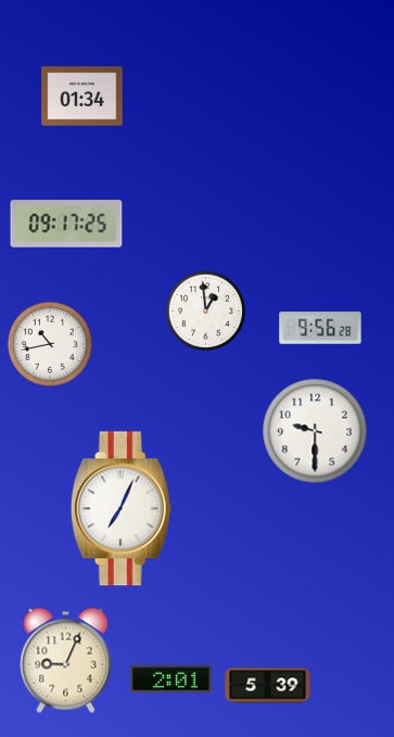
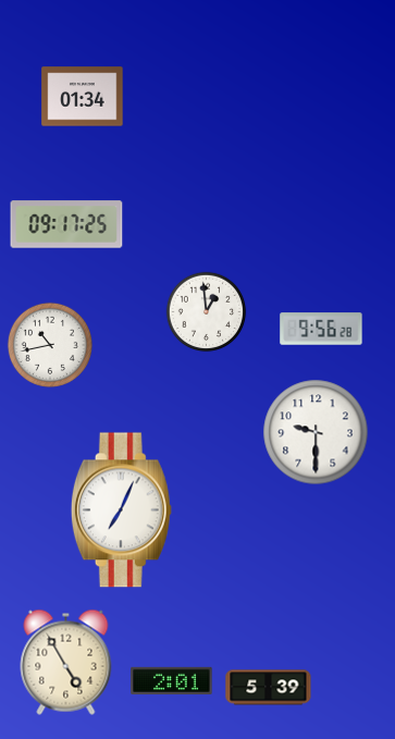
clock at (66, 660): 9:04 -> 4:55
